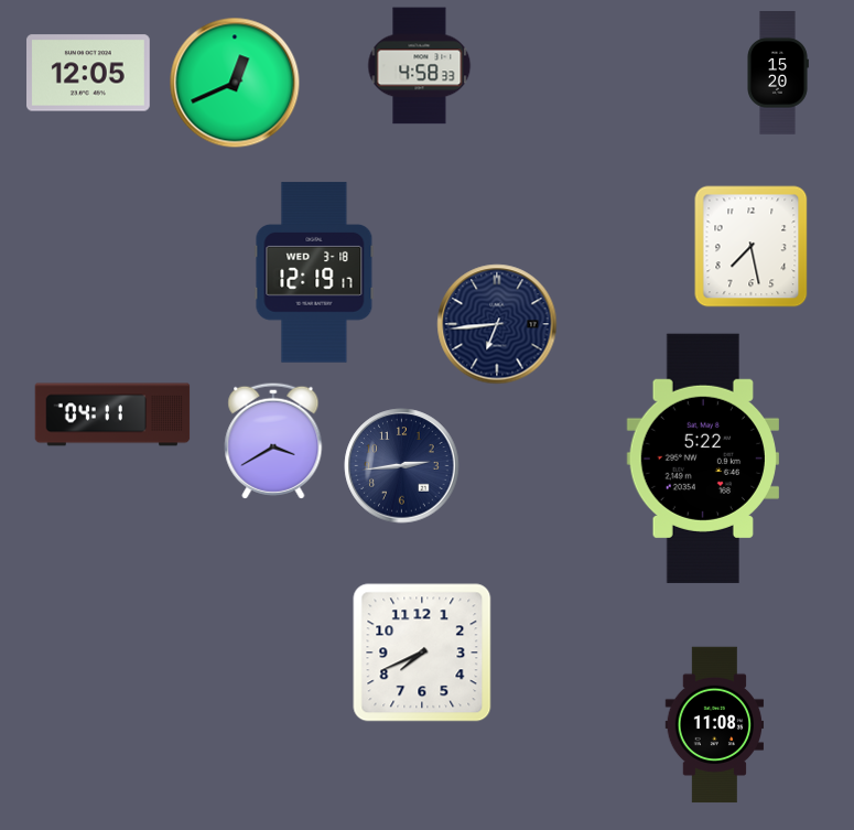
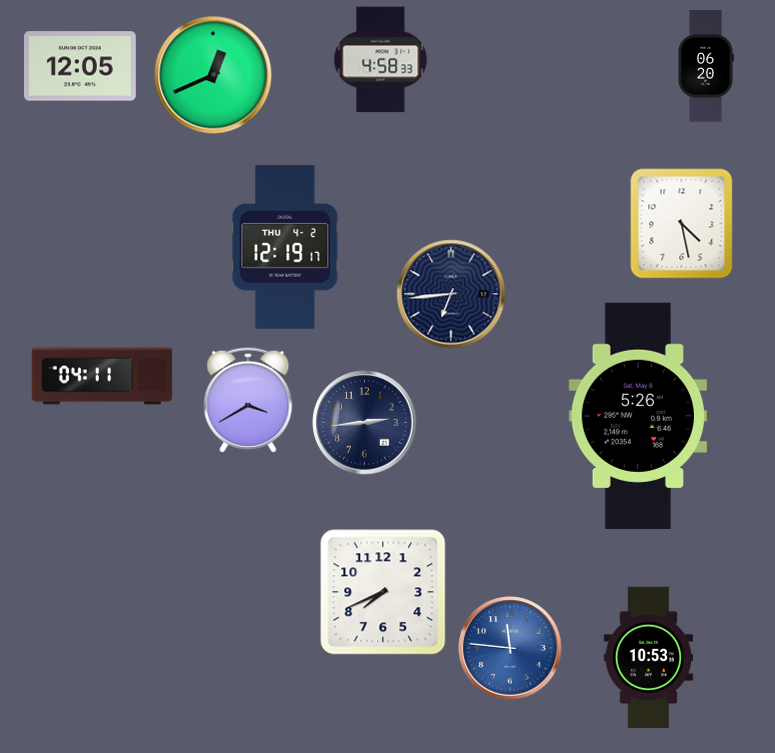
clock at (778, 73): 15:20 -> 06:20
clock at (752, 247): 7:28 -> 4:28
clock at (314, 272) date: WED 3-18 -> THU 4-2
clock at (703, 459): 5:22 -> 5:26
clock at (510, 648): none -> 11:46
clock at (715, 725): 11:08 -> 10:53
